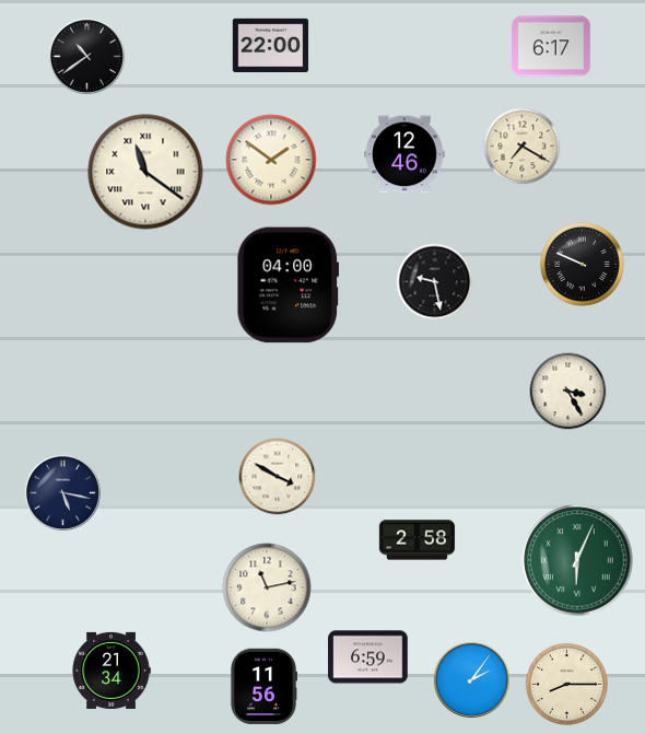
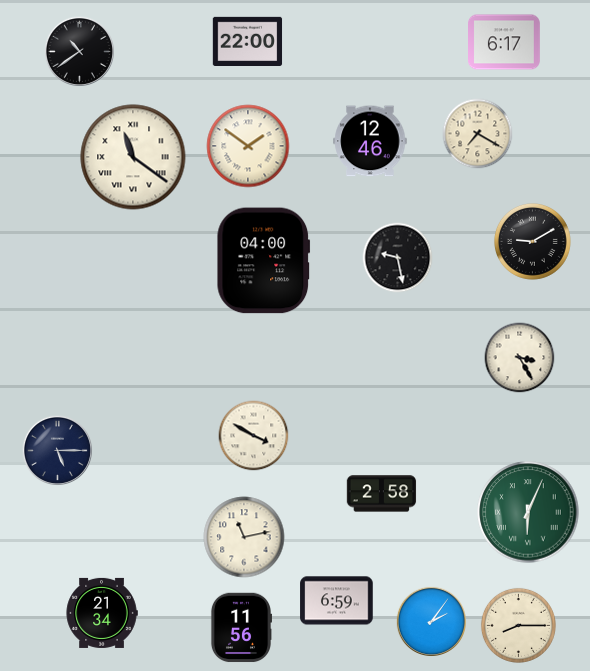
clock at (582, 264): 9:49 -> 9:10
clock at (62, 492): 5:17 -> 5:15
